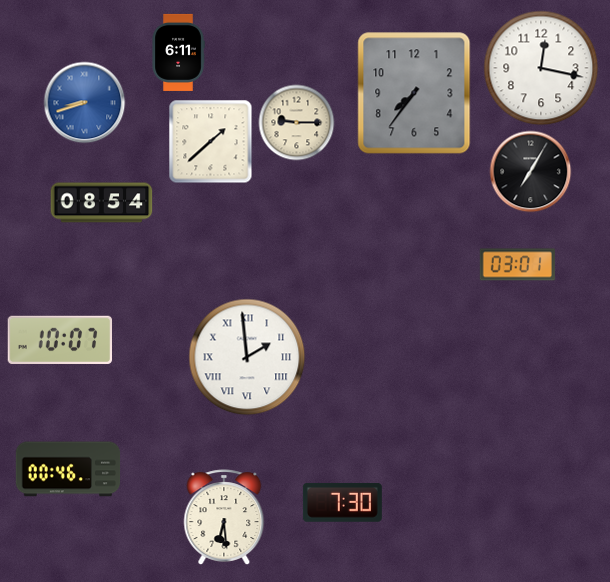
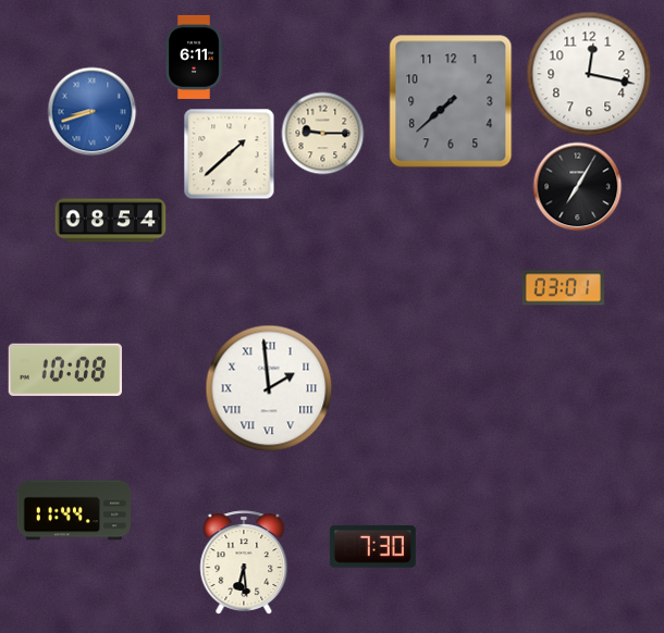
clock at (414, 93): 7:36 -> 7:38
clock at (59, 339): 10:07 -> 10:08
clock at (68, 469): 00:46 -> 11:44
